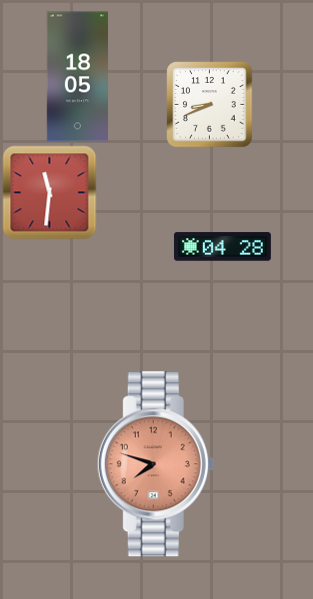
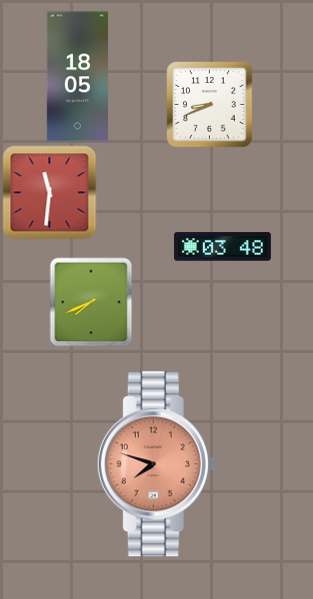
clock at (222, 247): 04:28 -> 03:48
clock at (91, 302): none -> 7:41
